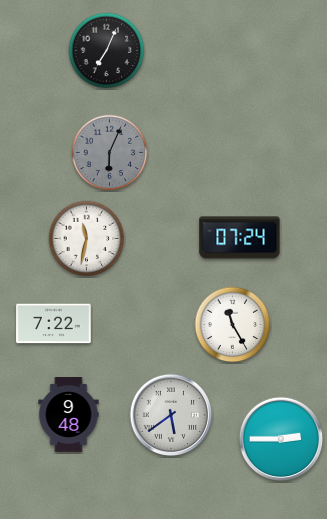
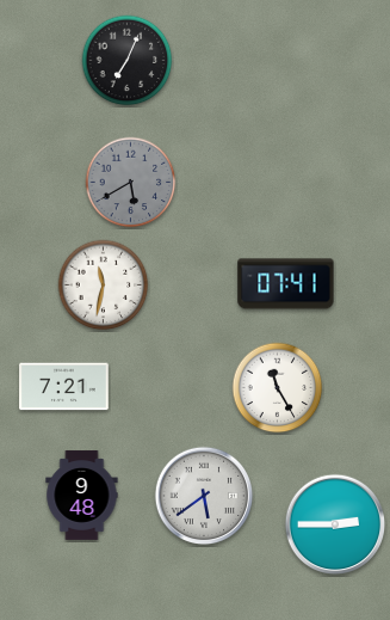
clock at (110, 153): 6:04 -> 5:40
clock at (240, 238): 07:24 -> 07:41
clock at (54, 324): 7:22 -> 7:21
